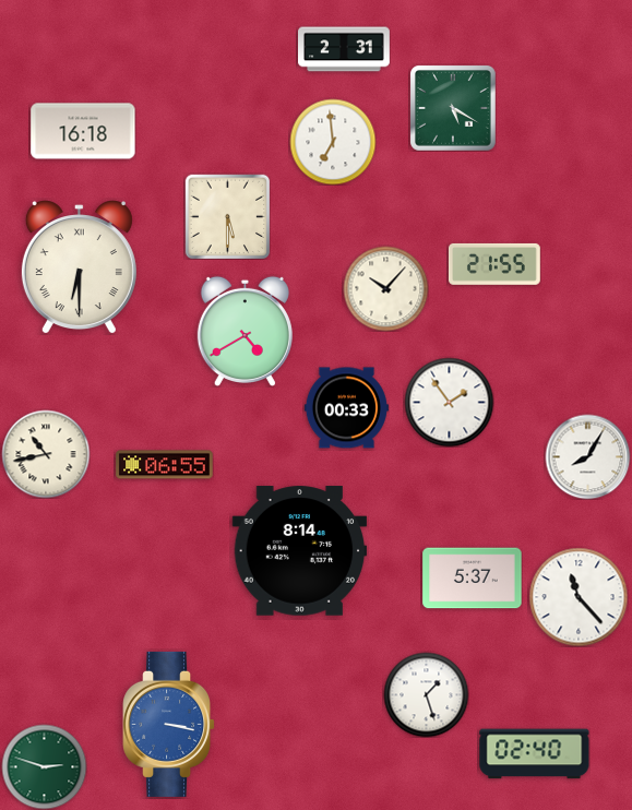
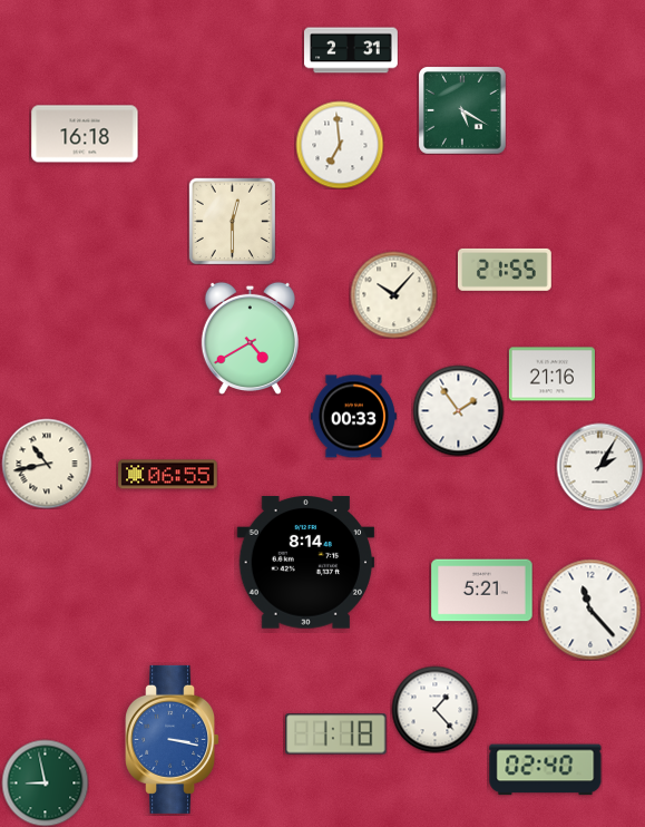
clock at (227, 216): 5:30 -> 12:30
clock at (79, 267): 6:30 -> none
clock at (551, 374): none -> 21:16
clock at (587, 456): 8:05 -> 2:05
clock at (473, 579): 5:37 -> 5:21
clock at (426, 694): 1:27 -> 1:23
clock at (336, 734): none -> 1:18
clock at (44, 766): 2:48 -> 8:58
